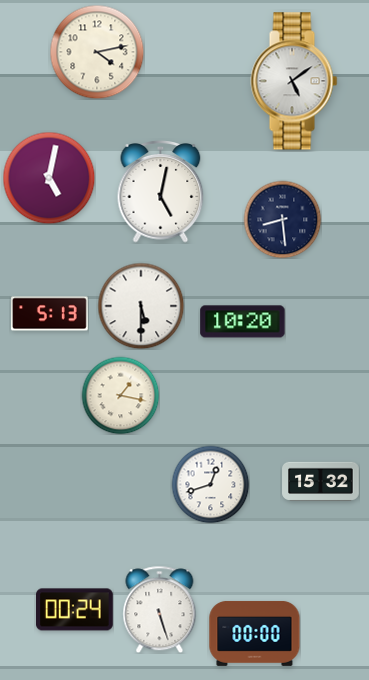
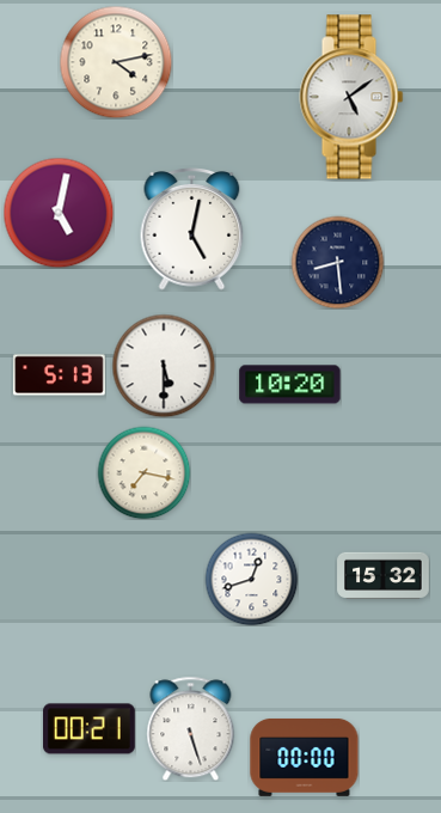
clock at (141, 306) position: (141, 306) -> (164, 366)
clock at (120, 395): 1:17 -> 7:17
clock at (75, 610): 00:24 -> 00:21
